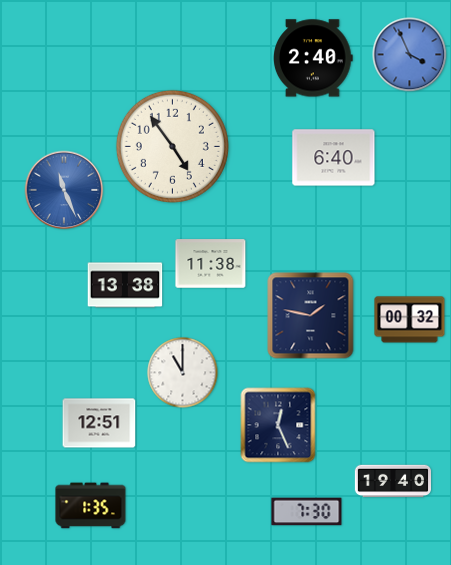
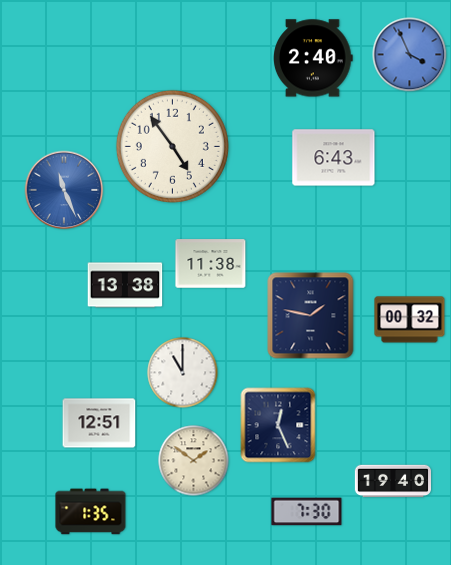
clock at (334, 158): 6:40 -> 6:43
clock at (194, 461): none -> 1:51
clock at (91, 506) position: (91, 506) -> (91, 512)
